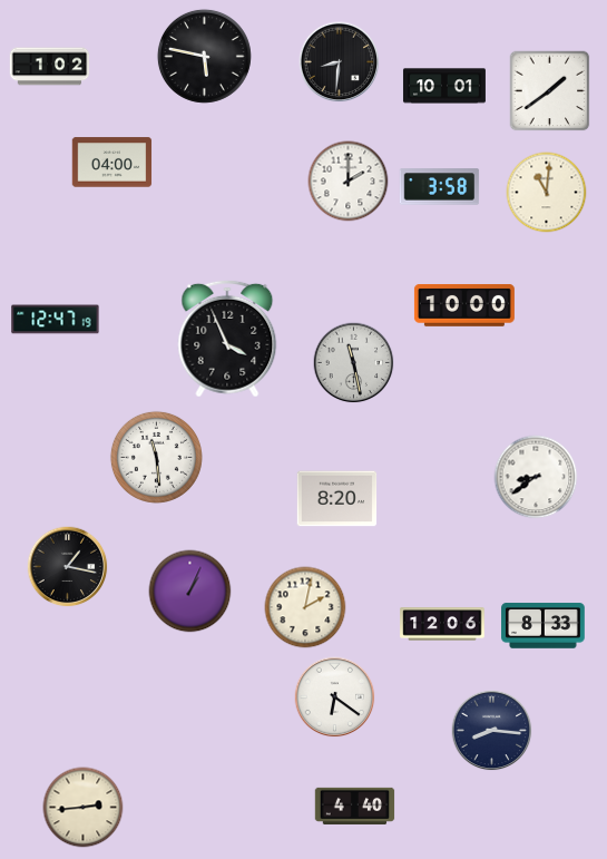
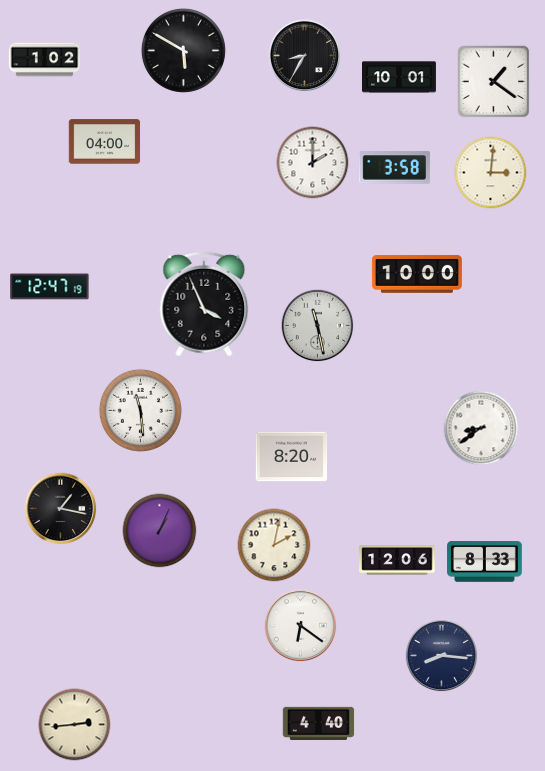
clock at (204, 56): 5:47 -> 5:50
clock at (340, 62): 8:31 -> 8:35
clock at (550, 91): 1:39 -> 1:21
clock at (112, 163) position: (112, 163) -> (105, 142)
clock at (547, 193): 11:01 -> 3:01
clock at (337, 499) position: (337, 499) -> (292, 457)
clock at (190, 592) position: (190, 592) -> (160, 531)
clock at (544, 626) position: (544, 626) -> (485, 562)
